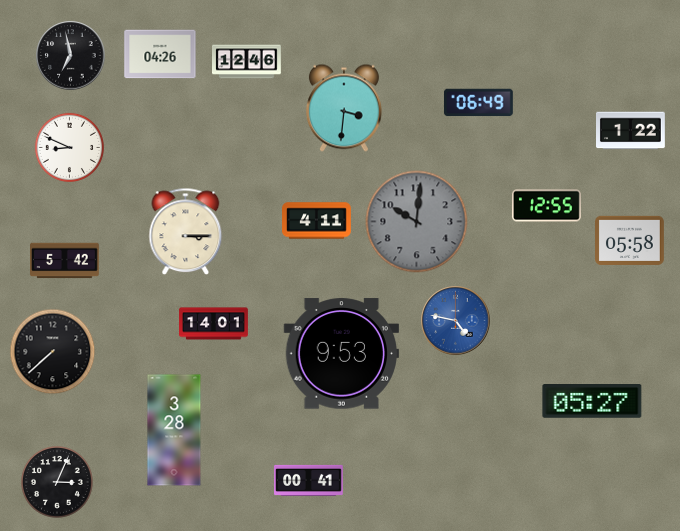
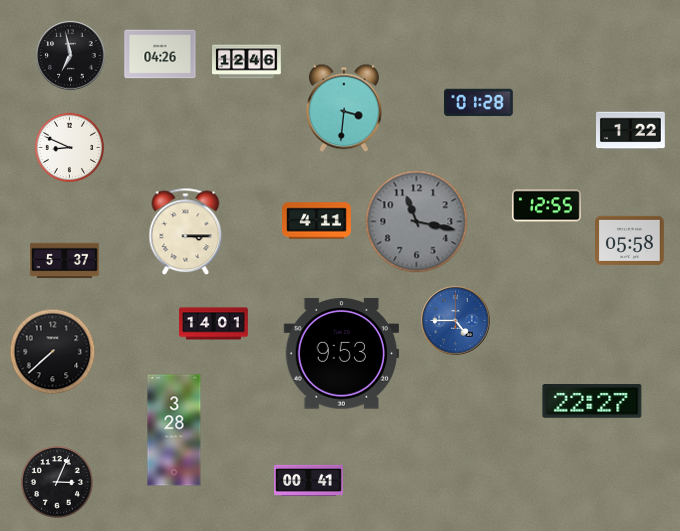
clock at (478, 103): 06:49 -> 01:28
clock at (417, 222): 10:01 -> 11:17
clock at (65, 261): 5:42 -> 5:37
clock at (456, 321): 4:47 -> 4:45
clock at (592, 402): 05:27 -> 22:27
